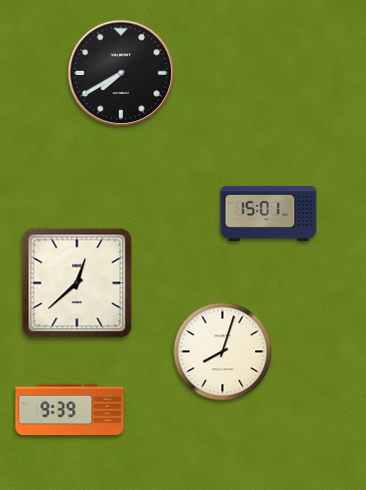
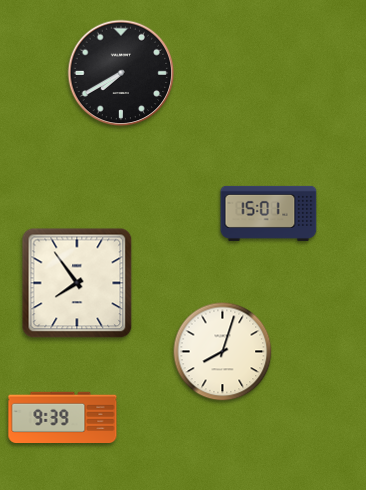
clock at (77, 283): 12:38 -> 7:54
clock at (70, 409) position: (70, 409) -> (63, 417)
